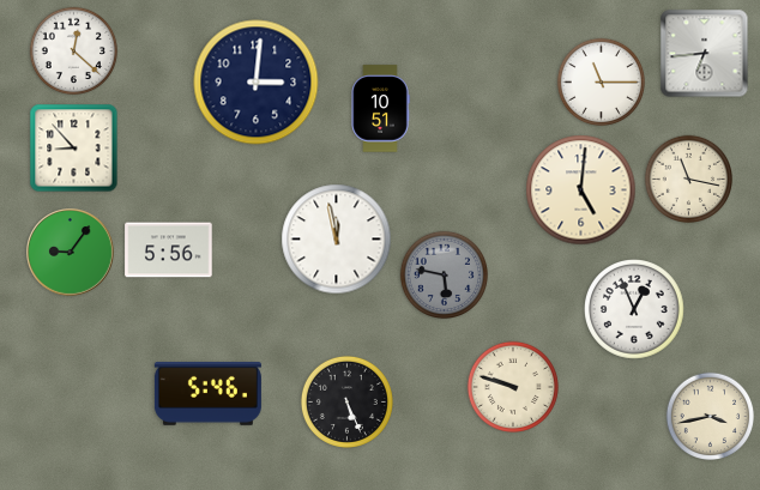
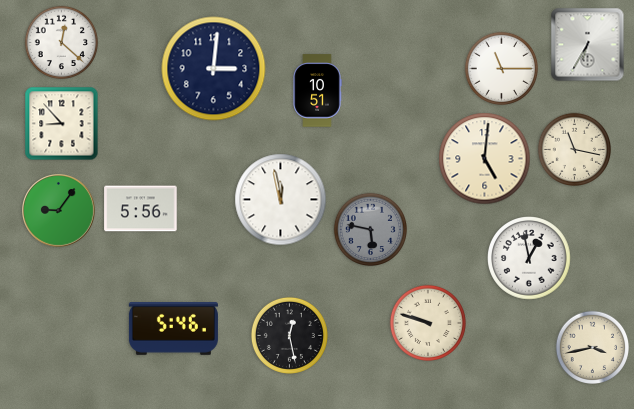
clock at (705, 54): 6:44 -> 6:35
clock at (635, 310): 12:56 -> 12:58
clock at (346, 401): 5:26 -> 12:28
